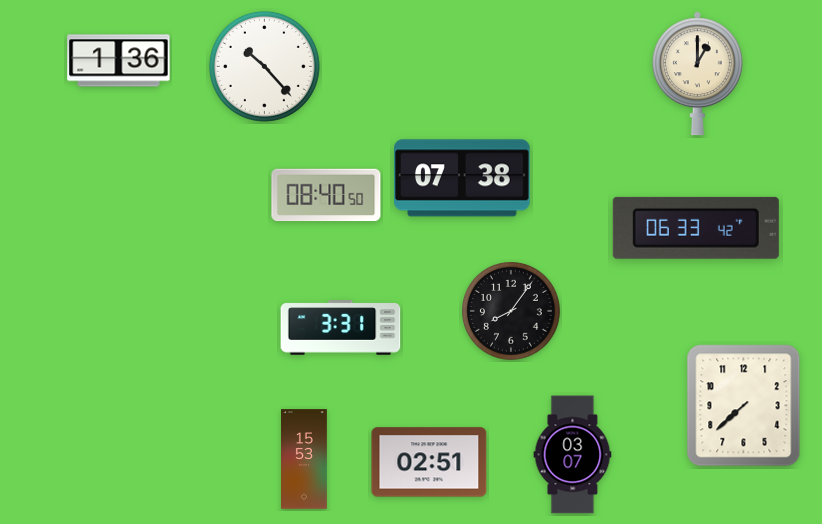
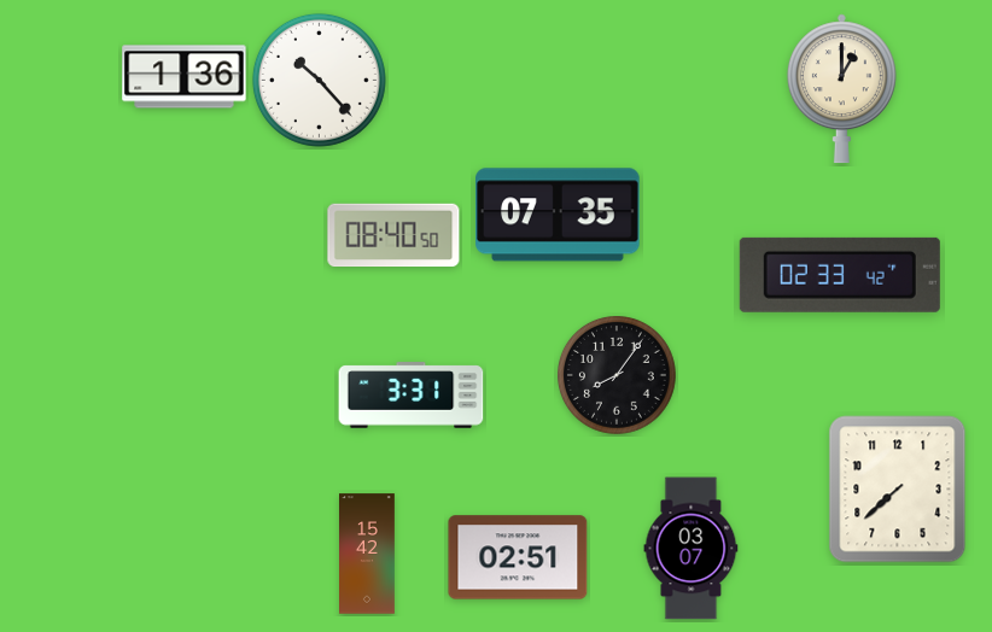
clock at (119, 61) position: (119, 61) -> (185, 77)
clock at (463, 178): 07:38 -> 07:35
clock at (696, 228): 06:33 -> 02:33
clock at (305, 459): 15:53 -> 15:42
